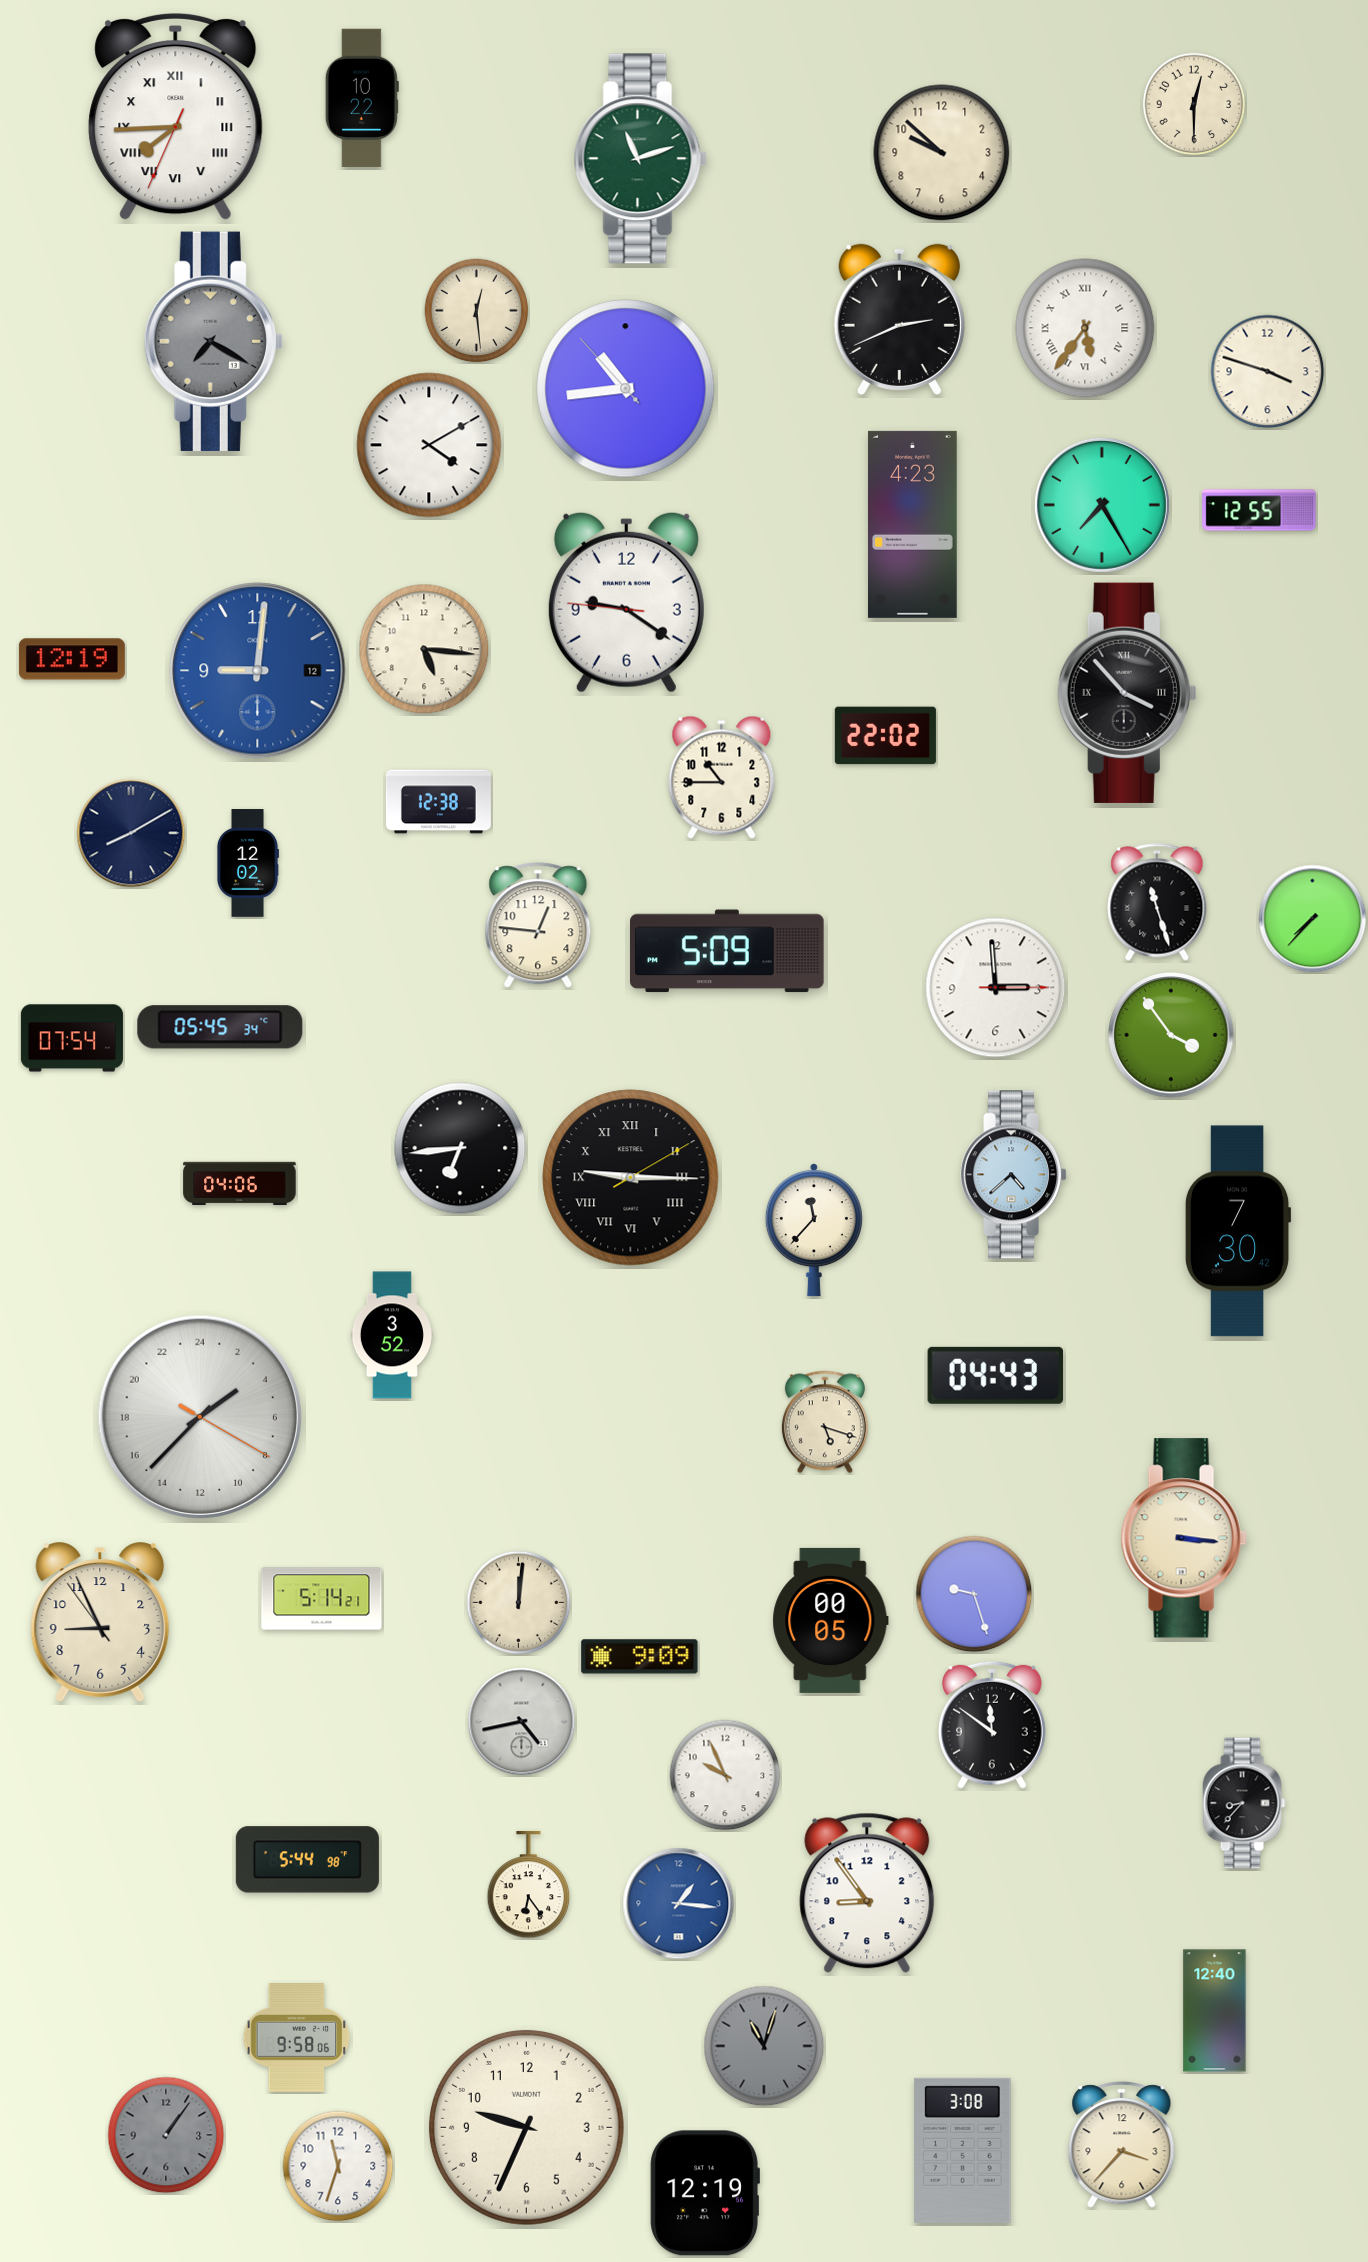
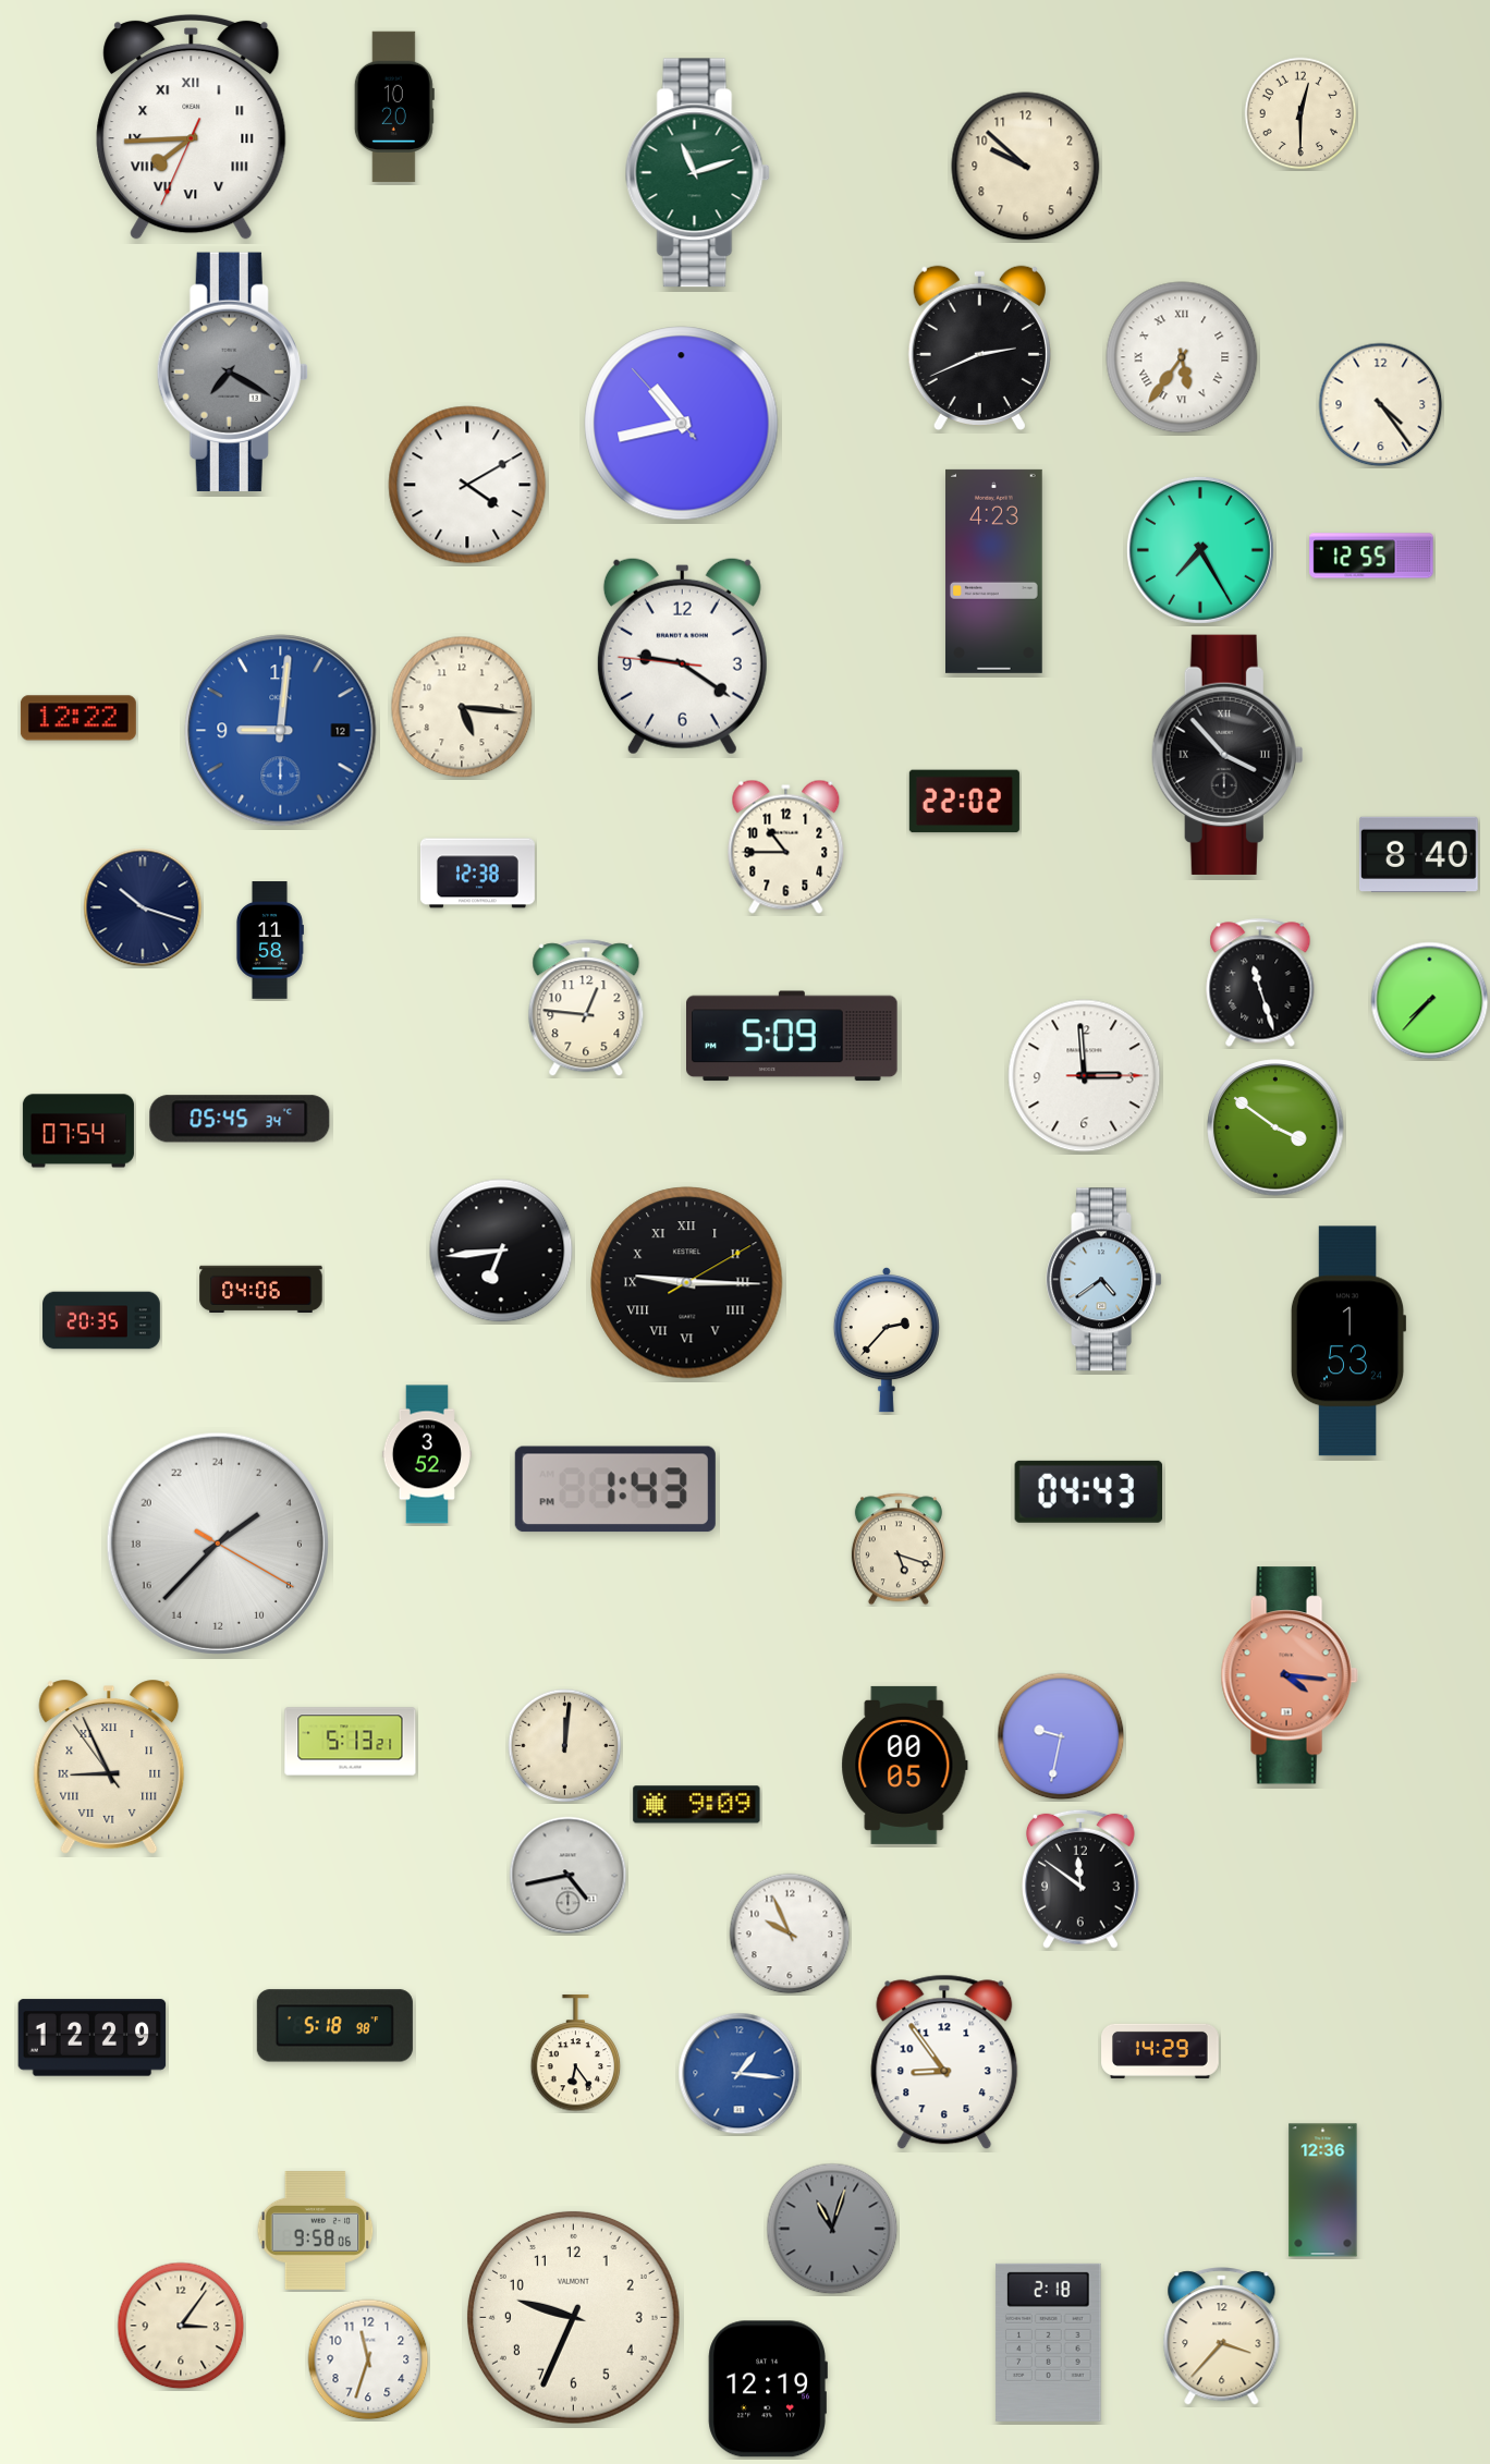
clock at (362, 98): 10:22 -> 10:20
clock at (477, 311): 12:29 -> none
clock at (1268, 372): 3:48 -> 4:24
clock at (626, 389): 10:43 -> 10:42
clock at (72, 659): 12:19 -> 12:22
clock at (1418, 854): none -> 8:40
clock at (131, 833): 8:10 -> 10:18
clock at (247, 863): 12:02 -> 11:58
clock at (1171, 1035): 3:54 -> 3:51
clock at (1013, 1175): 4:38 -> 4:39
clock at (101, 1320): none -> 20:35
clock at (814, 1231): 11:37 -> 2:37
clock at (1238, 1231): 7:30 -> 1:53
clock at (615, 1489): none -> 1:43
clock at (996, 1375) position: (996, 1375) -> (1089, 1491)
clock at (1184, 1538): 3:16 -> 4:16
clock at (1184, 1538) dial: cream -> salmon
clock at (974, 1594): 9:27 -> 9:32
clock at (322, 1599): 5:14 -> 5:13
clock at (100, 1622) numerals: Arabic -> Roman
clock at (1244, 1803): 8:37 -> none
clock at (307, 1860): 5:44 -> 5:18
clock at (93, 2038): none -> 12:29
clock at (1160, 2051): none -> 14:29
clock at (1215, 2011): 12:40 -> 12:36
clock at (297, 2038) position: (297, 2038) -> (316, 2231)
clock at (166, 2135): 1:06 -> 3:06
clock at (166, 2135) dial: grey -> cream
clock at (963, 2150): 3:08 -> 2:18
